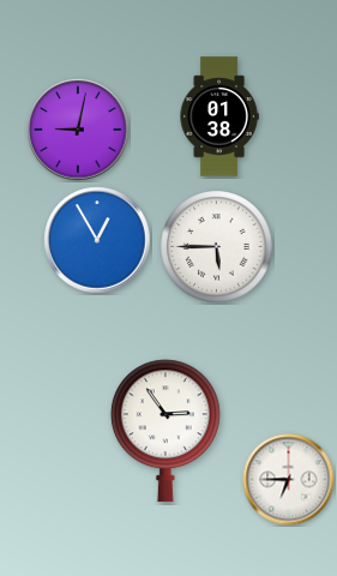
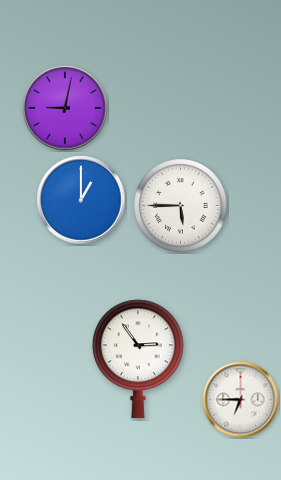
clock at (219, 116): 01:38 -> none
clock at (97, 240): 12:55 -> 1:00
